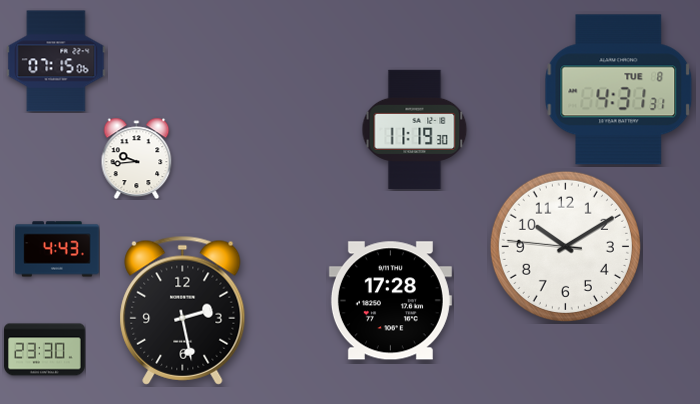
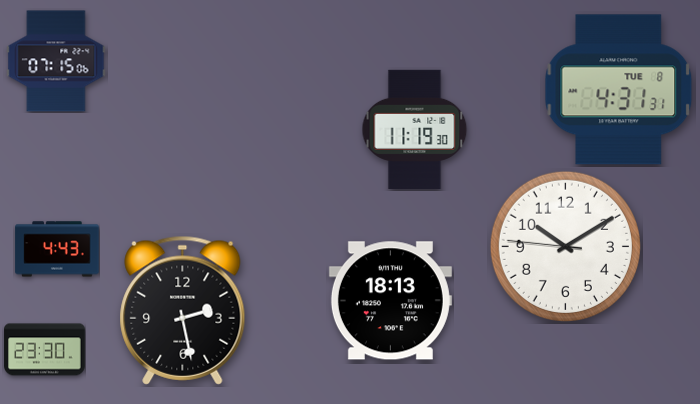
clock at (137, 158): 9:44 -> none
clock at (390, 301): 17:28 -> 18:13
